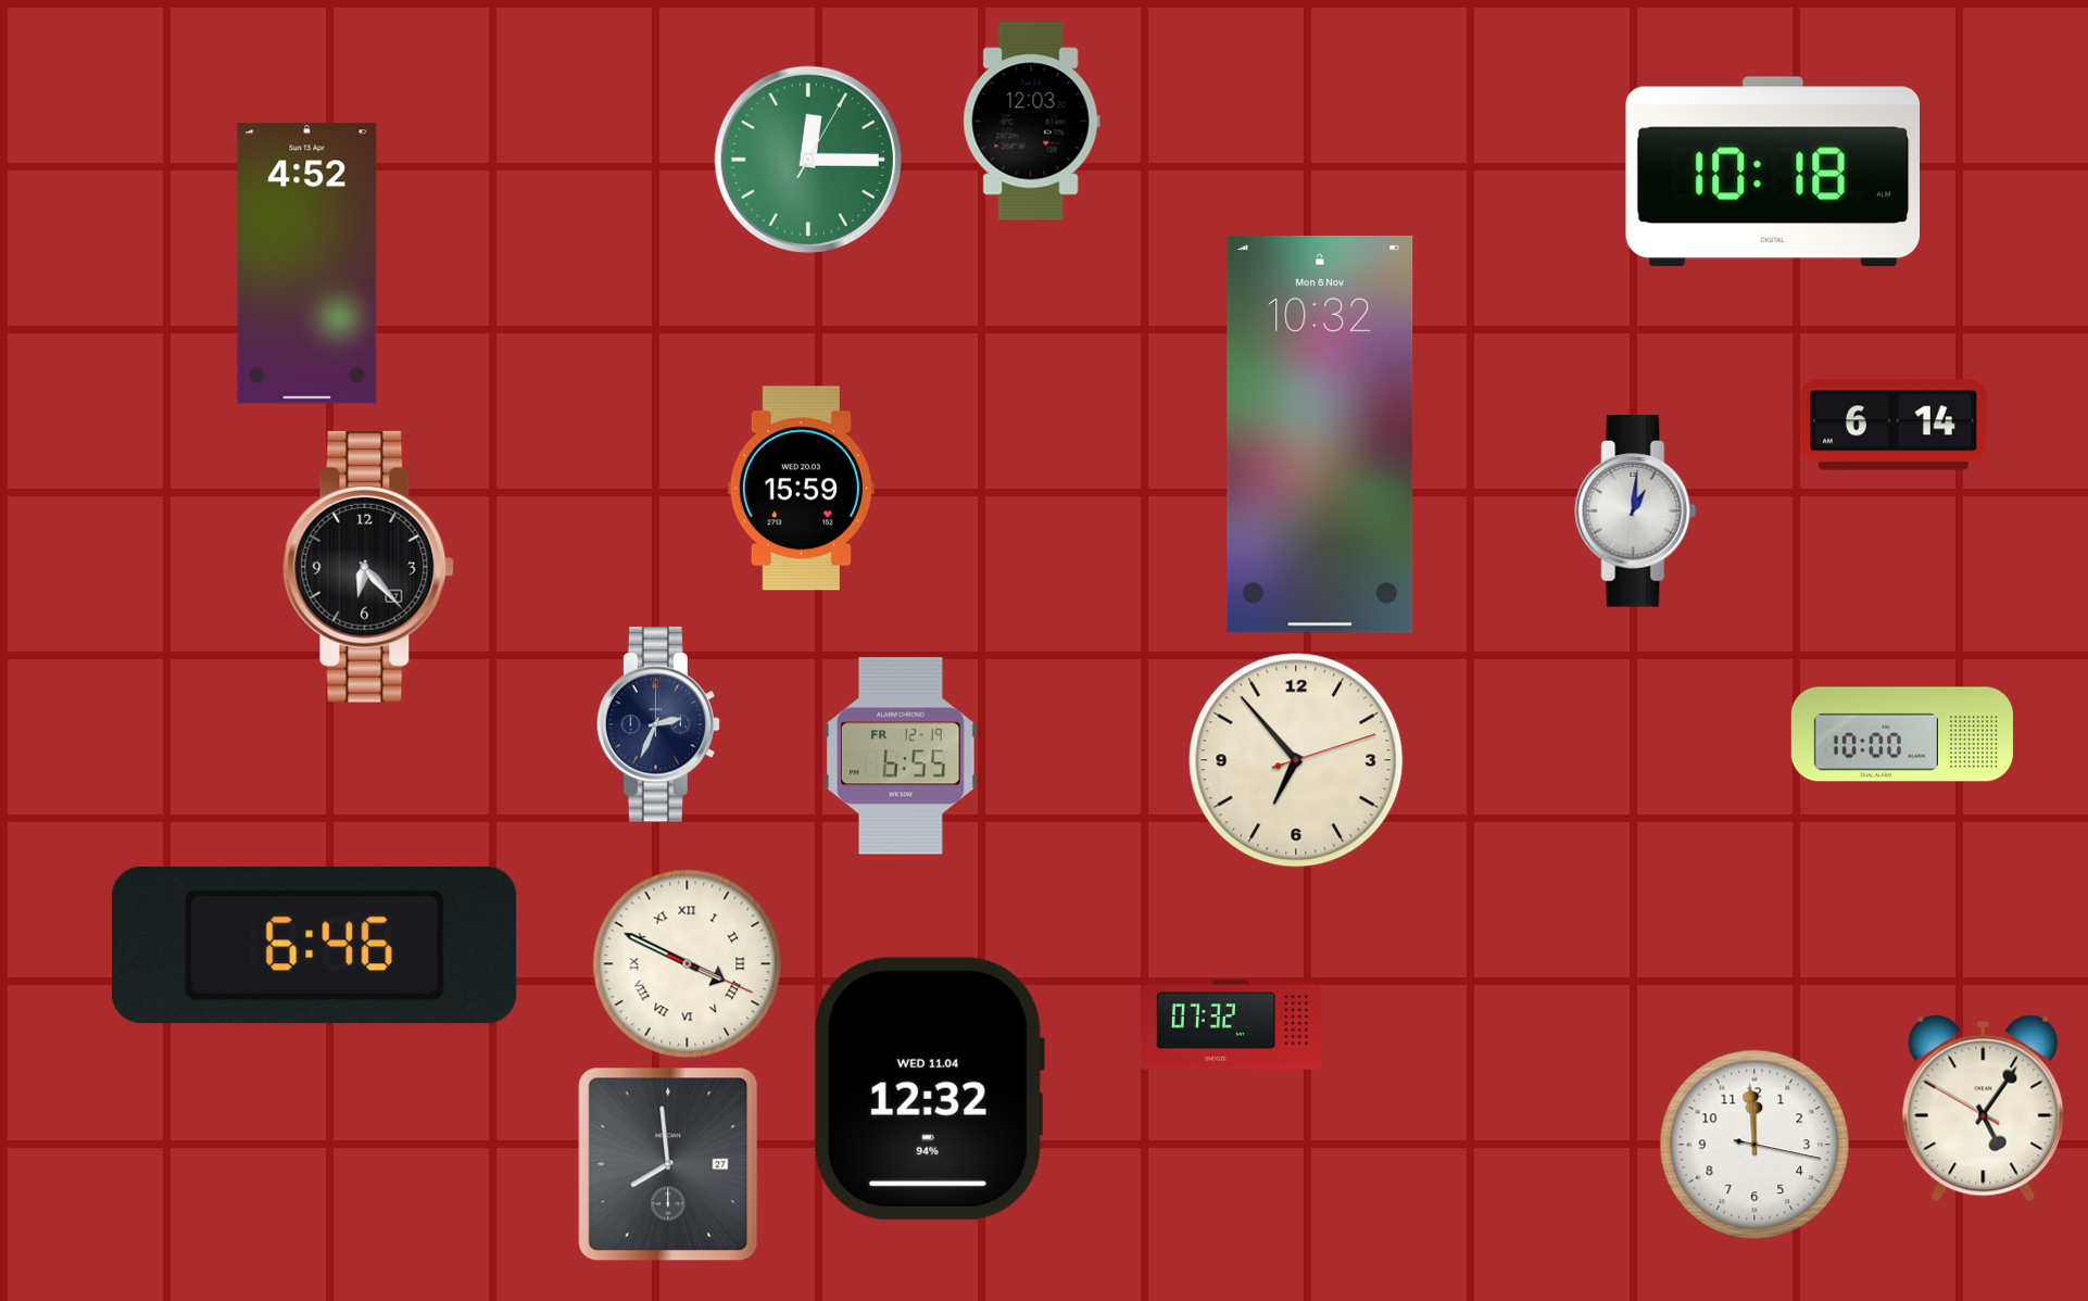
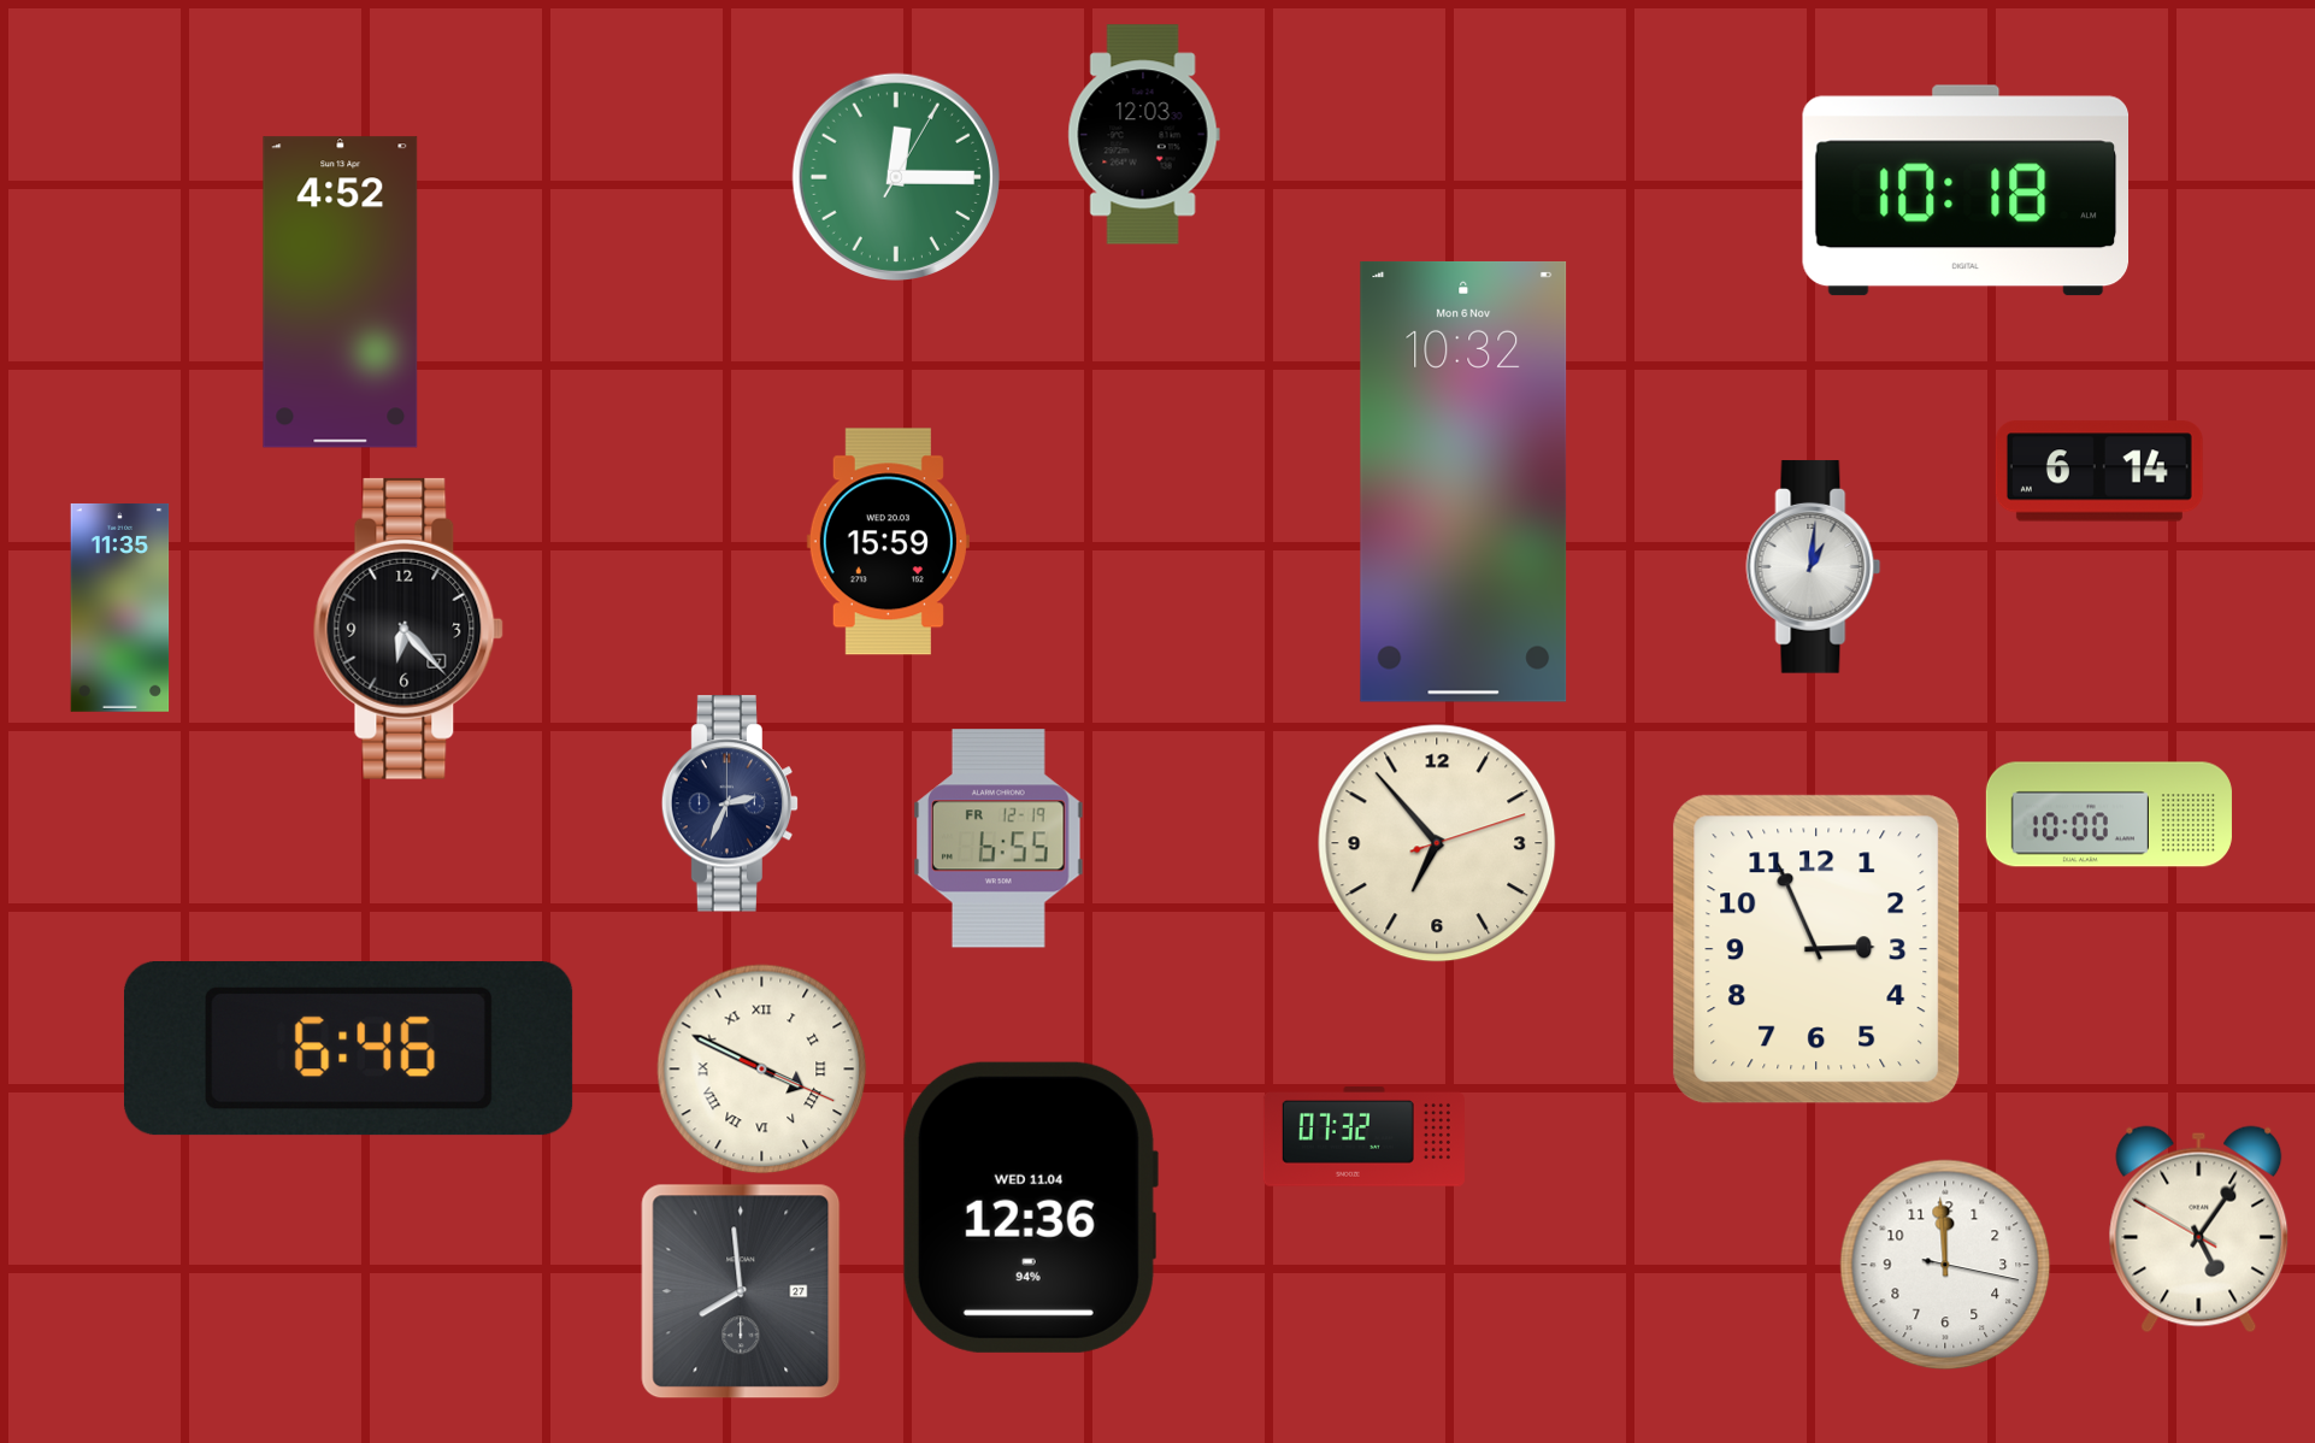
clock at (120, 607): none -> 11:35
clock at (1816, 949): none -> 2:56
clock at (929, 1088): 12:32 -> 12:36
clock at (1754, 1145) position: (1754, 1145) -> (1945, 1265)
